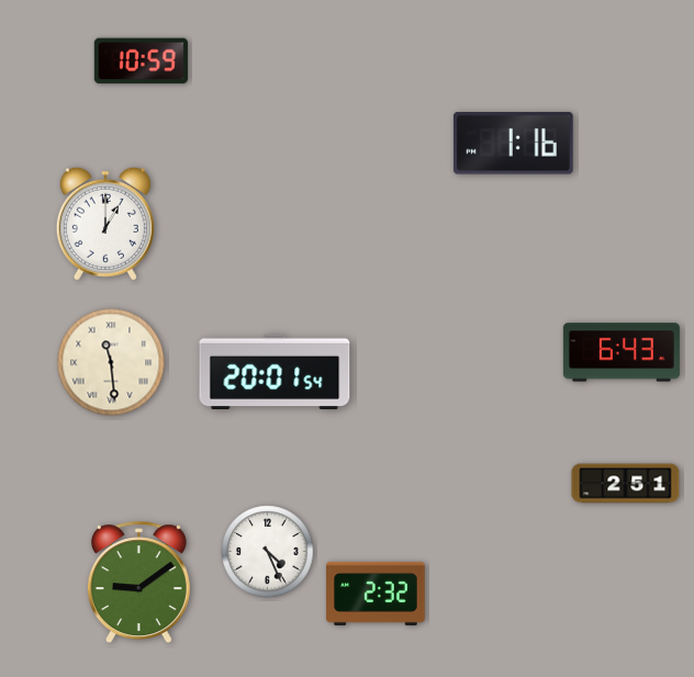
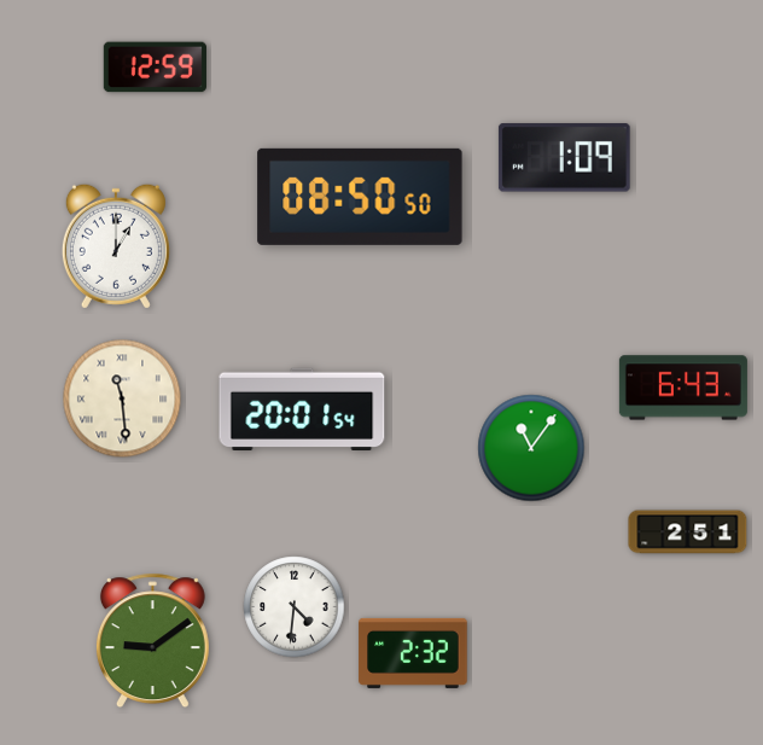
clock at (141, 61): 10:59 -> 12:59
clock at (513, 144): 1:16 -> 1:09
clock at (360, 197): none -> 08:50
clock at (531, 448): none -> 11:06
clock at (268, 552): 4:26 -> 4:31
